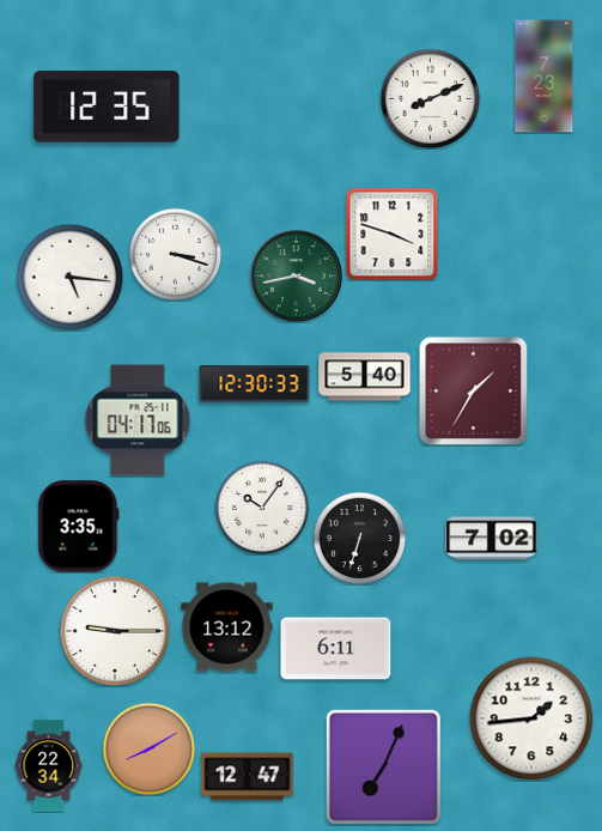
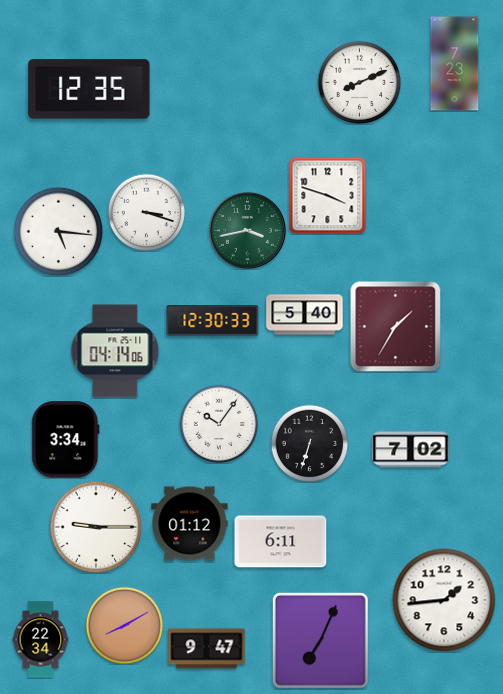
clock at (138, 420): 04:17 -> 04:14
clock at (79, 527): 3:35 -> 3:34
clock at (359, 538) position: (359, 538) -> (309, 443)
clock at (227, 627): 13:12 -> 01:12
clock at (248, 777): 12:47 -> 9:47
